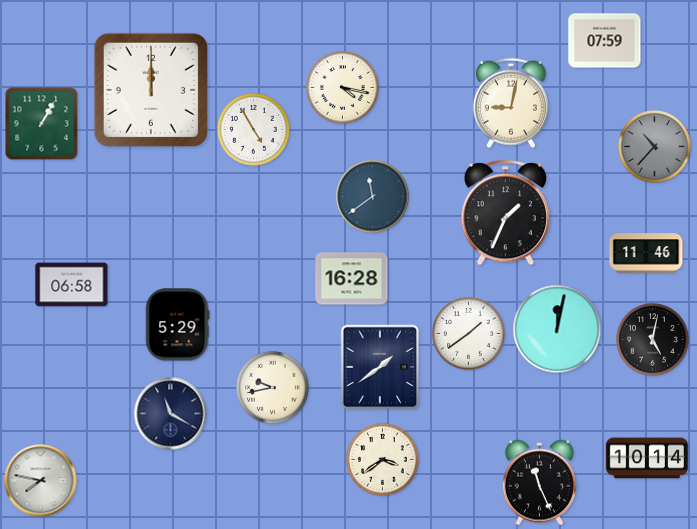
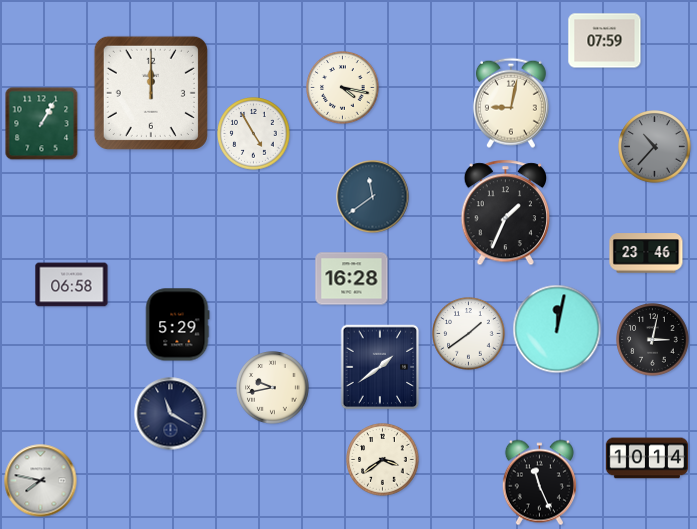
clock at (151, 90) position: (151, 90) -> (151, 93)
clock at (254, 130) position: (254, 130) -> (254, 134)
clock at (646, 253): 11:46 -> 23:46
clock at (653, 340): 5:02 -> 3:02
